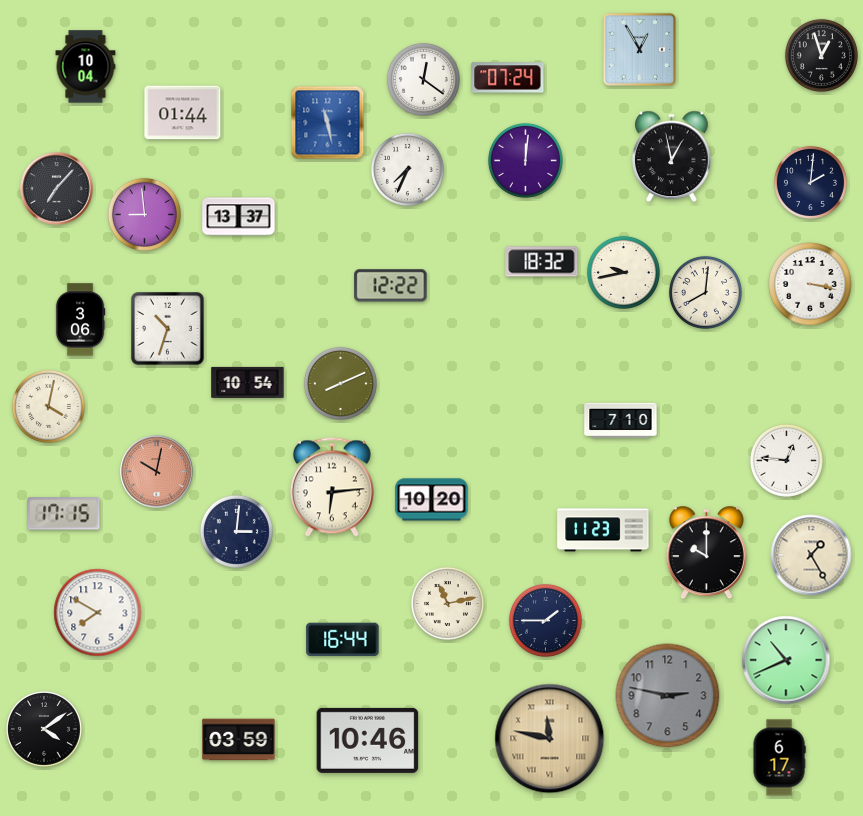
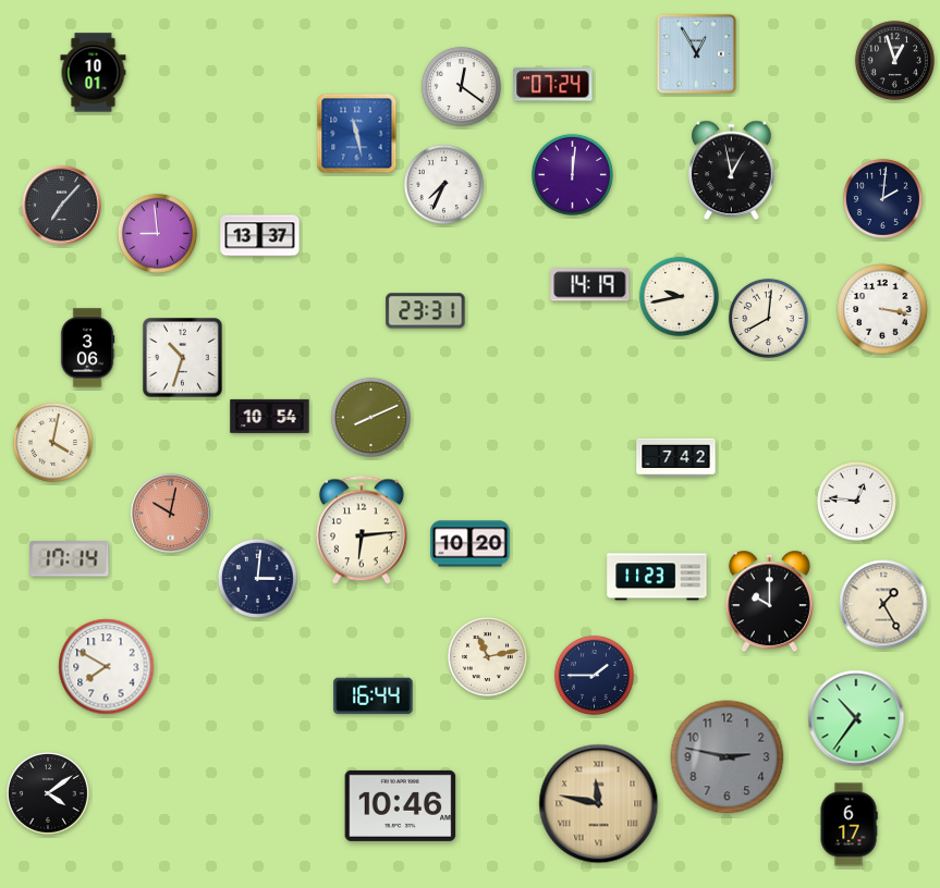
clock at (86, 67): 10:04 -> 10:01
clock at (183, 113): 01:44 -> none
clock at (542, 262): 18:32 -> 14:19
clock at (391, 286): 12:22 -> 23:31
clock at (621, 421): 7:10 -> 7:42
clock at (64, 514): 17:15 -> 17:14
clock at (786, 660): 10:41 -> 10:36
clock at (239, 740): 03:59 -> none
